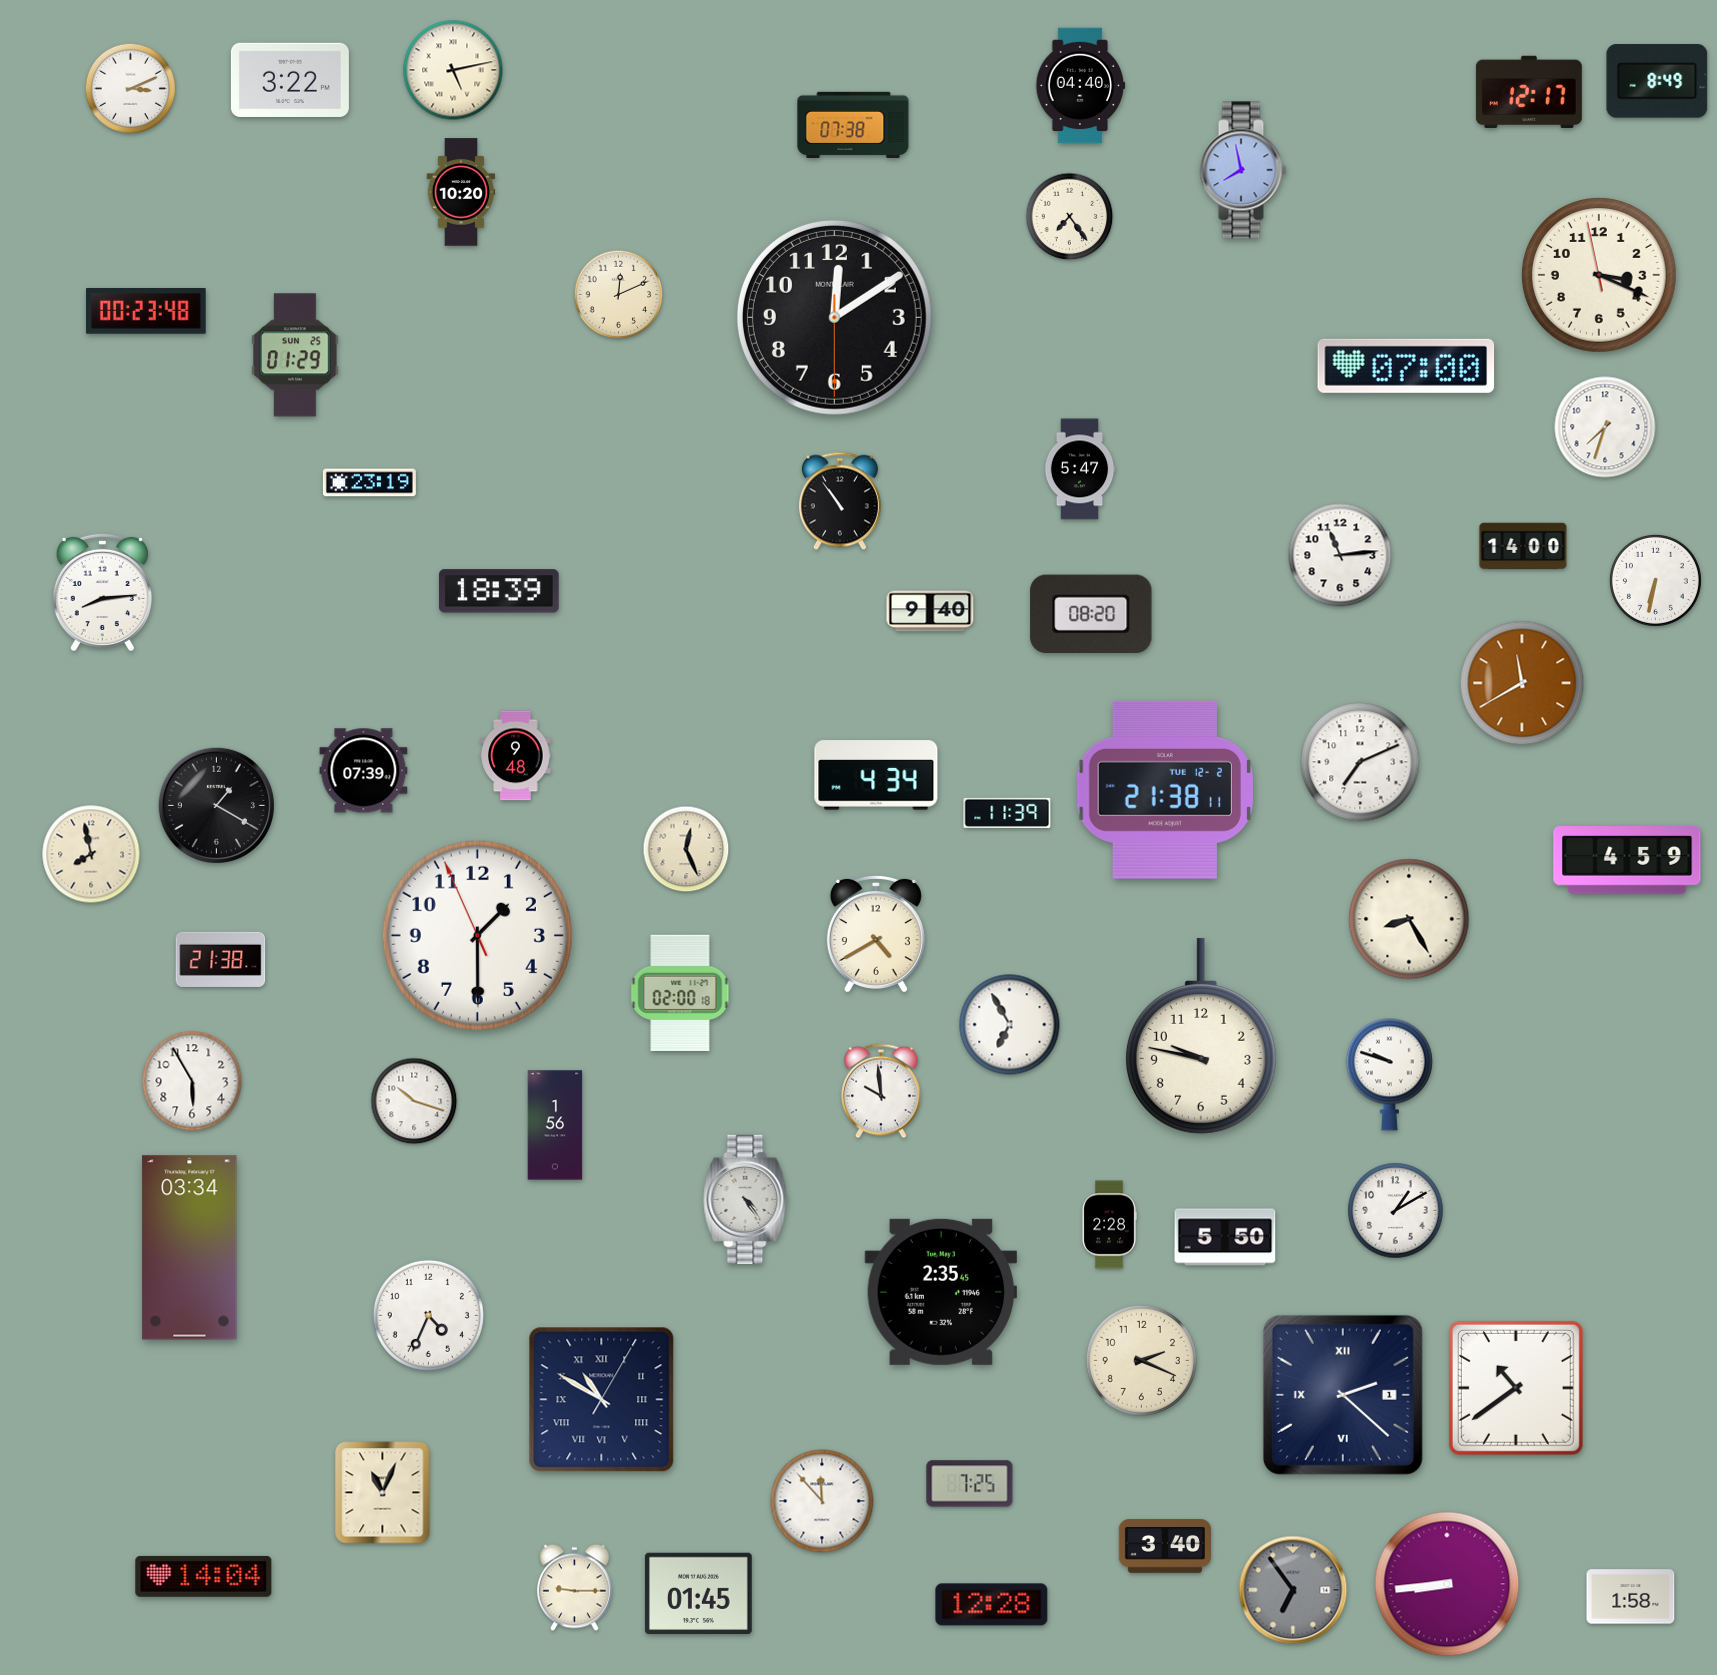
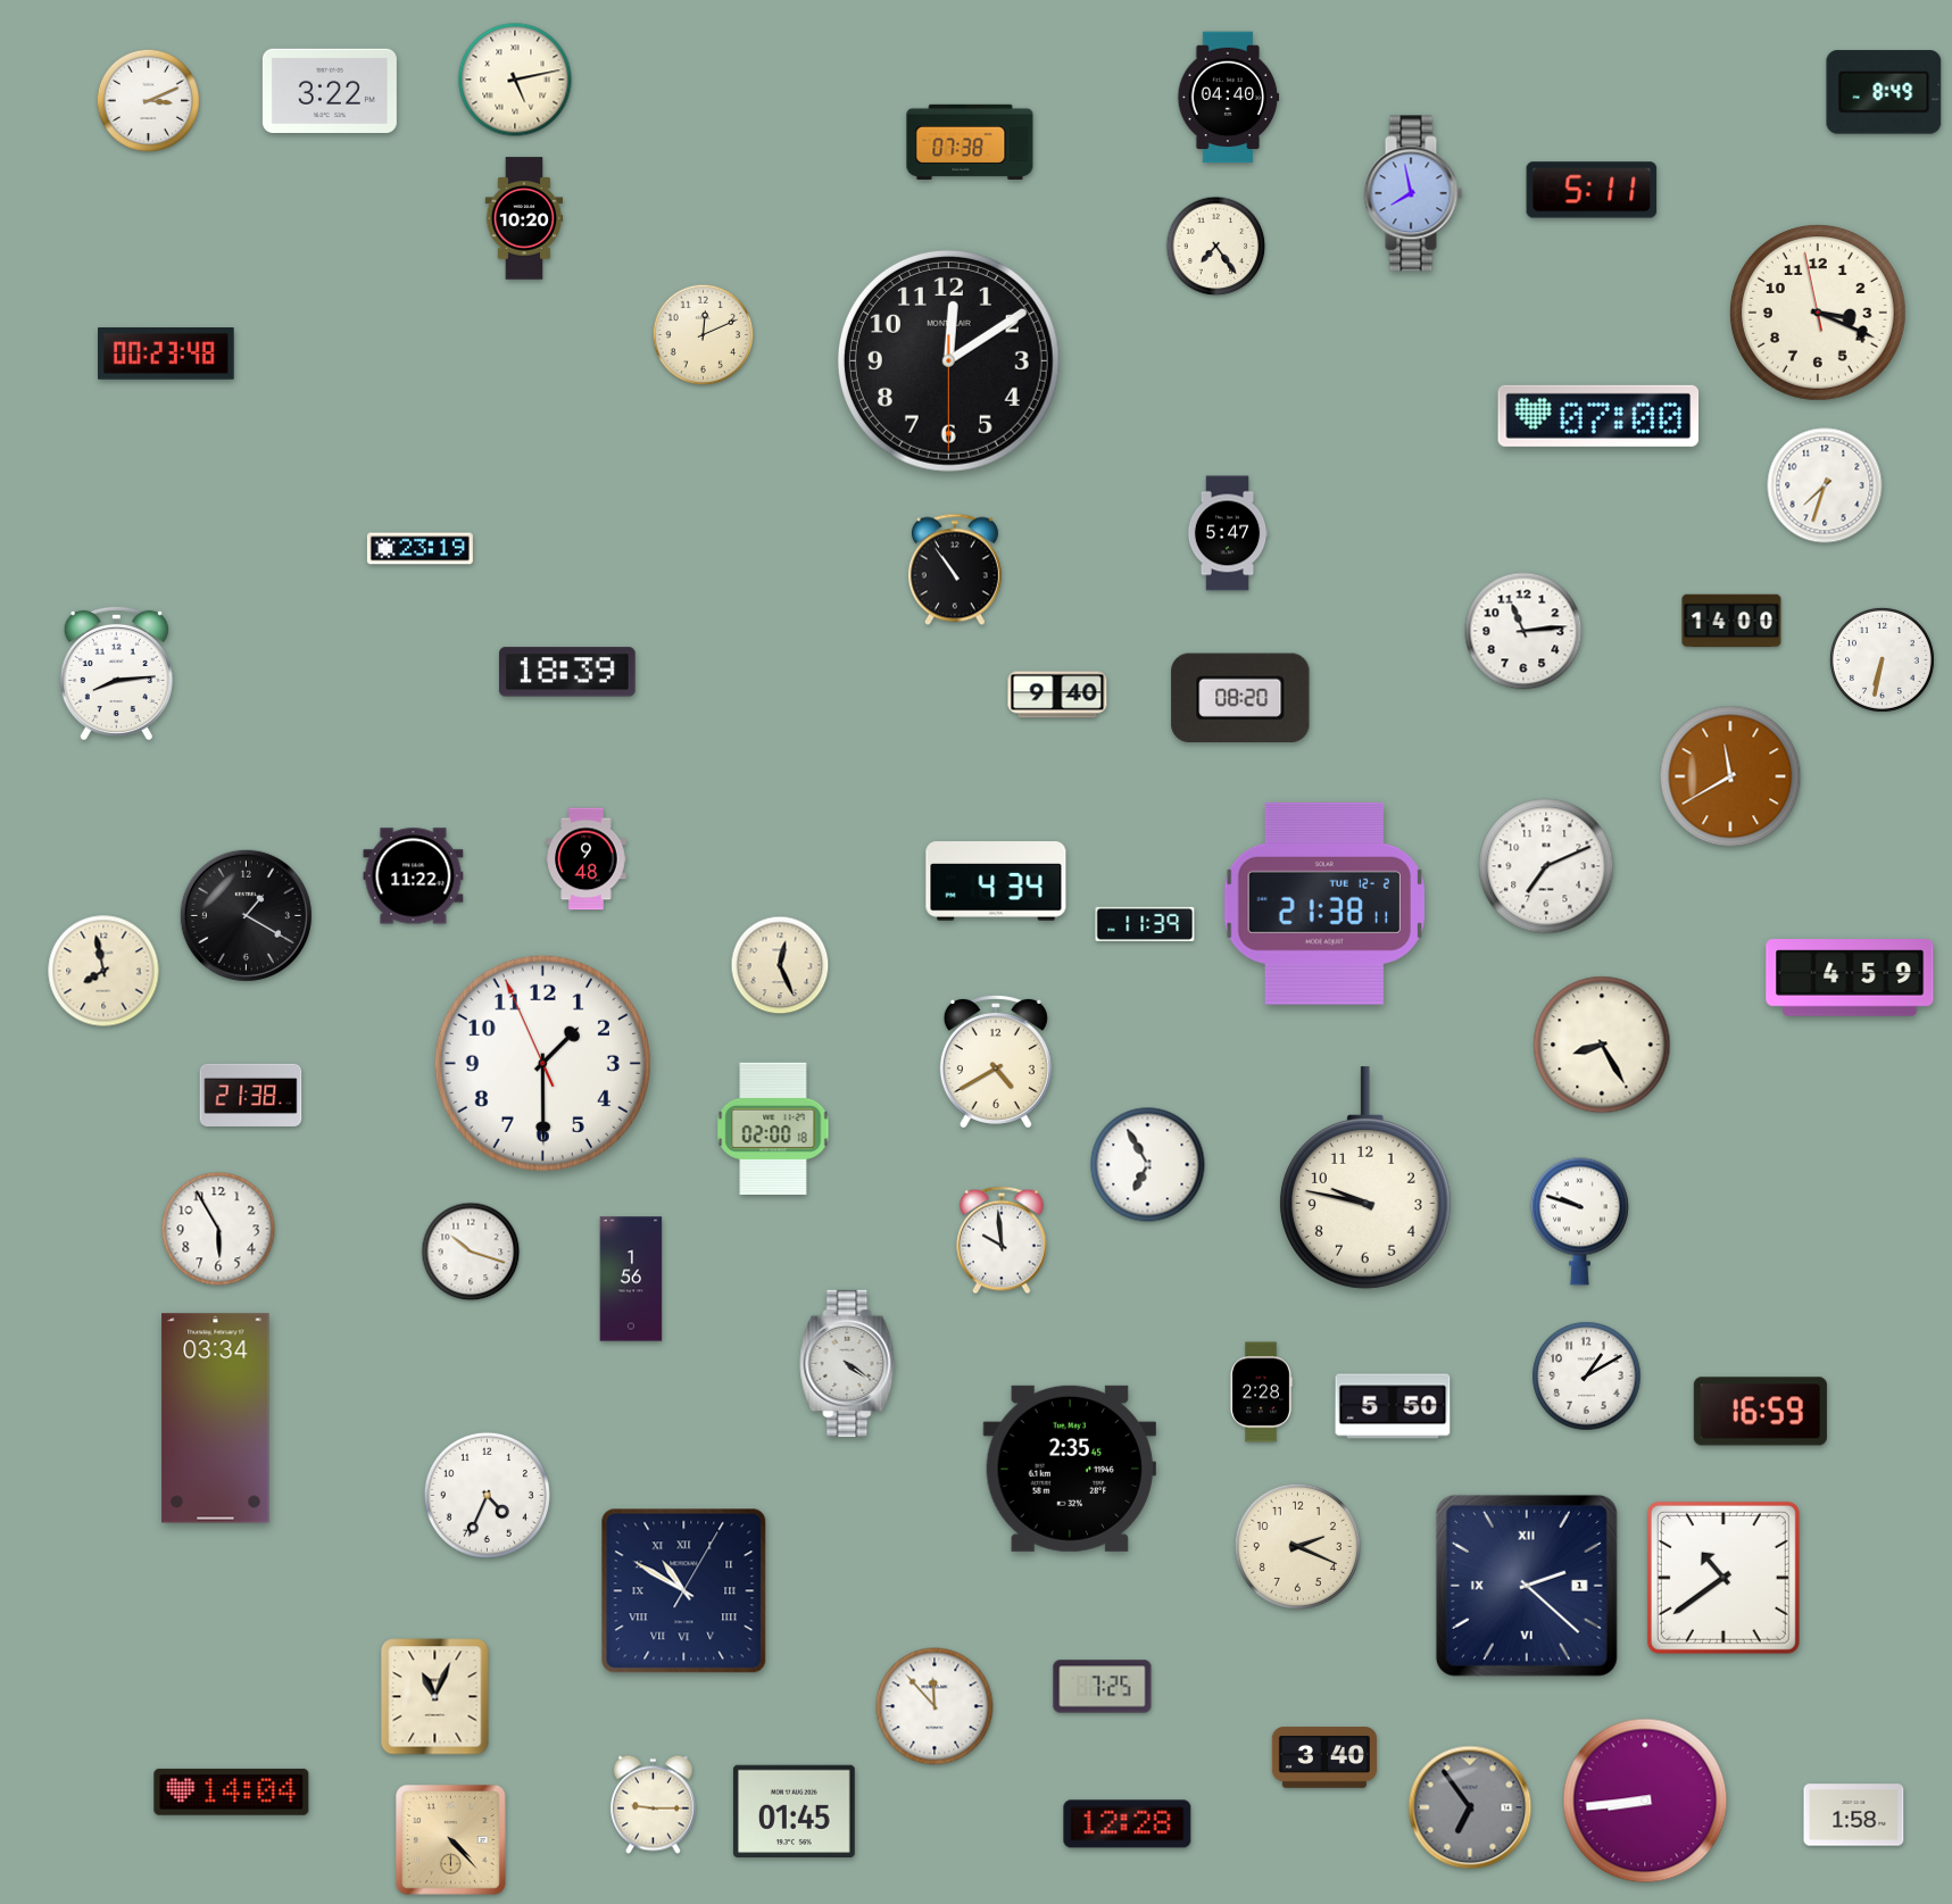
clock at (1529, 91): 12:17 -> none
clock at (1592, 190): none -> 5:11
clock at (296, 355): 01:29 -> none
clock at (364, 771): 07:39 -> 11:22
clock at (1165, 790) position: (1165, 790) -> (1324, 904)
clock at (221, 959) position: (221, 959) -> (251, 1095)
clock at (746, 1199): 4:24 -> 4:21
clock at (1760, 1412): none -> 16:59
clock at (451, 1840): none -> 4:23
